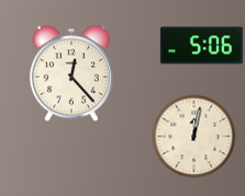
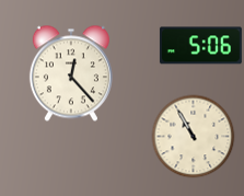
clock at (194, 137): 12:02 -> 10:55
